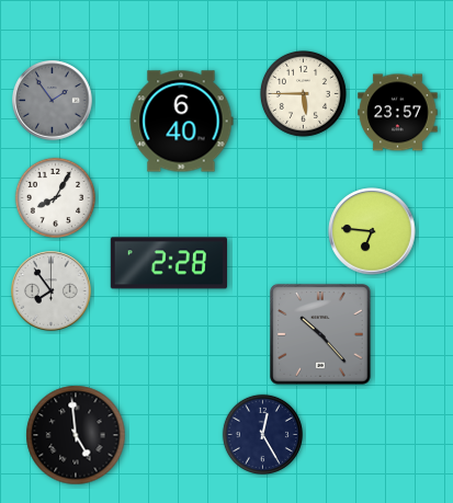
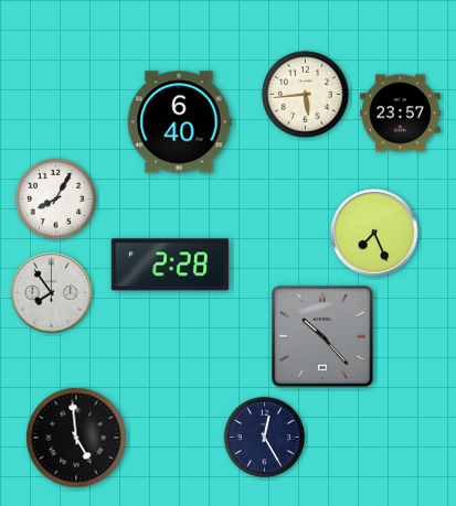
clock at (303, 93): 5:45 -> 5:44
clock at (53, 101): 1:54 -> none
clock at (181, 122) position: (181, 122) -> (179, 122)
clock at (372, 231): 6:46 -> 7:26
